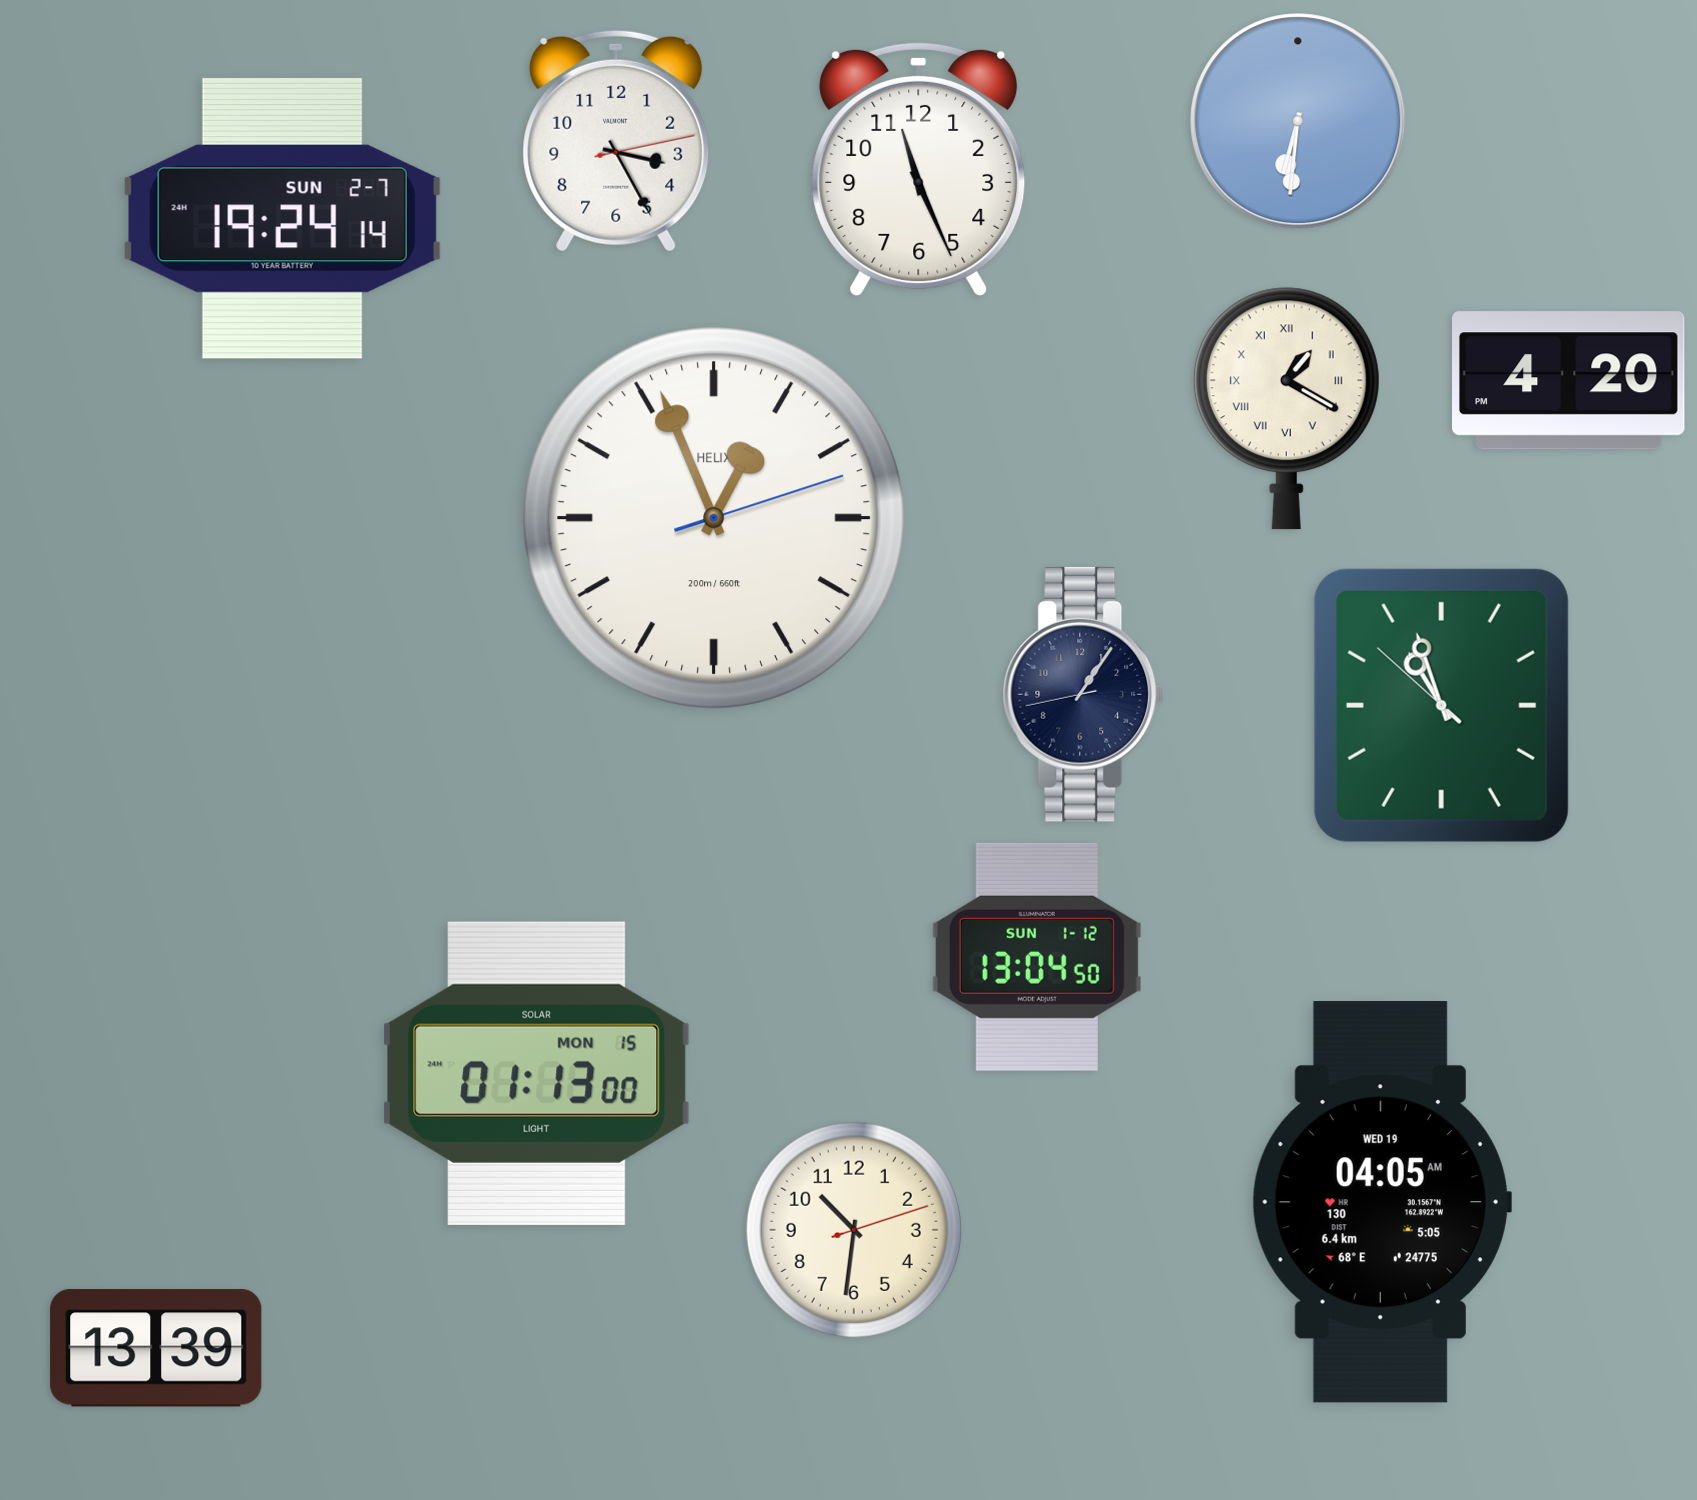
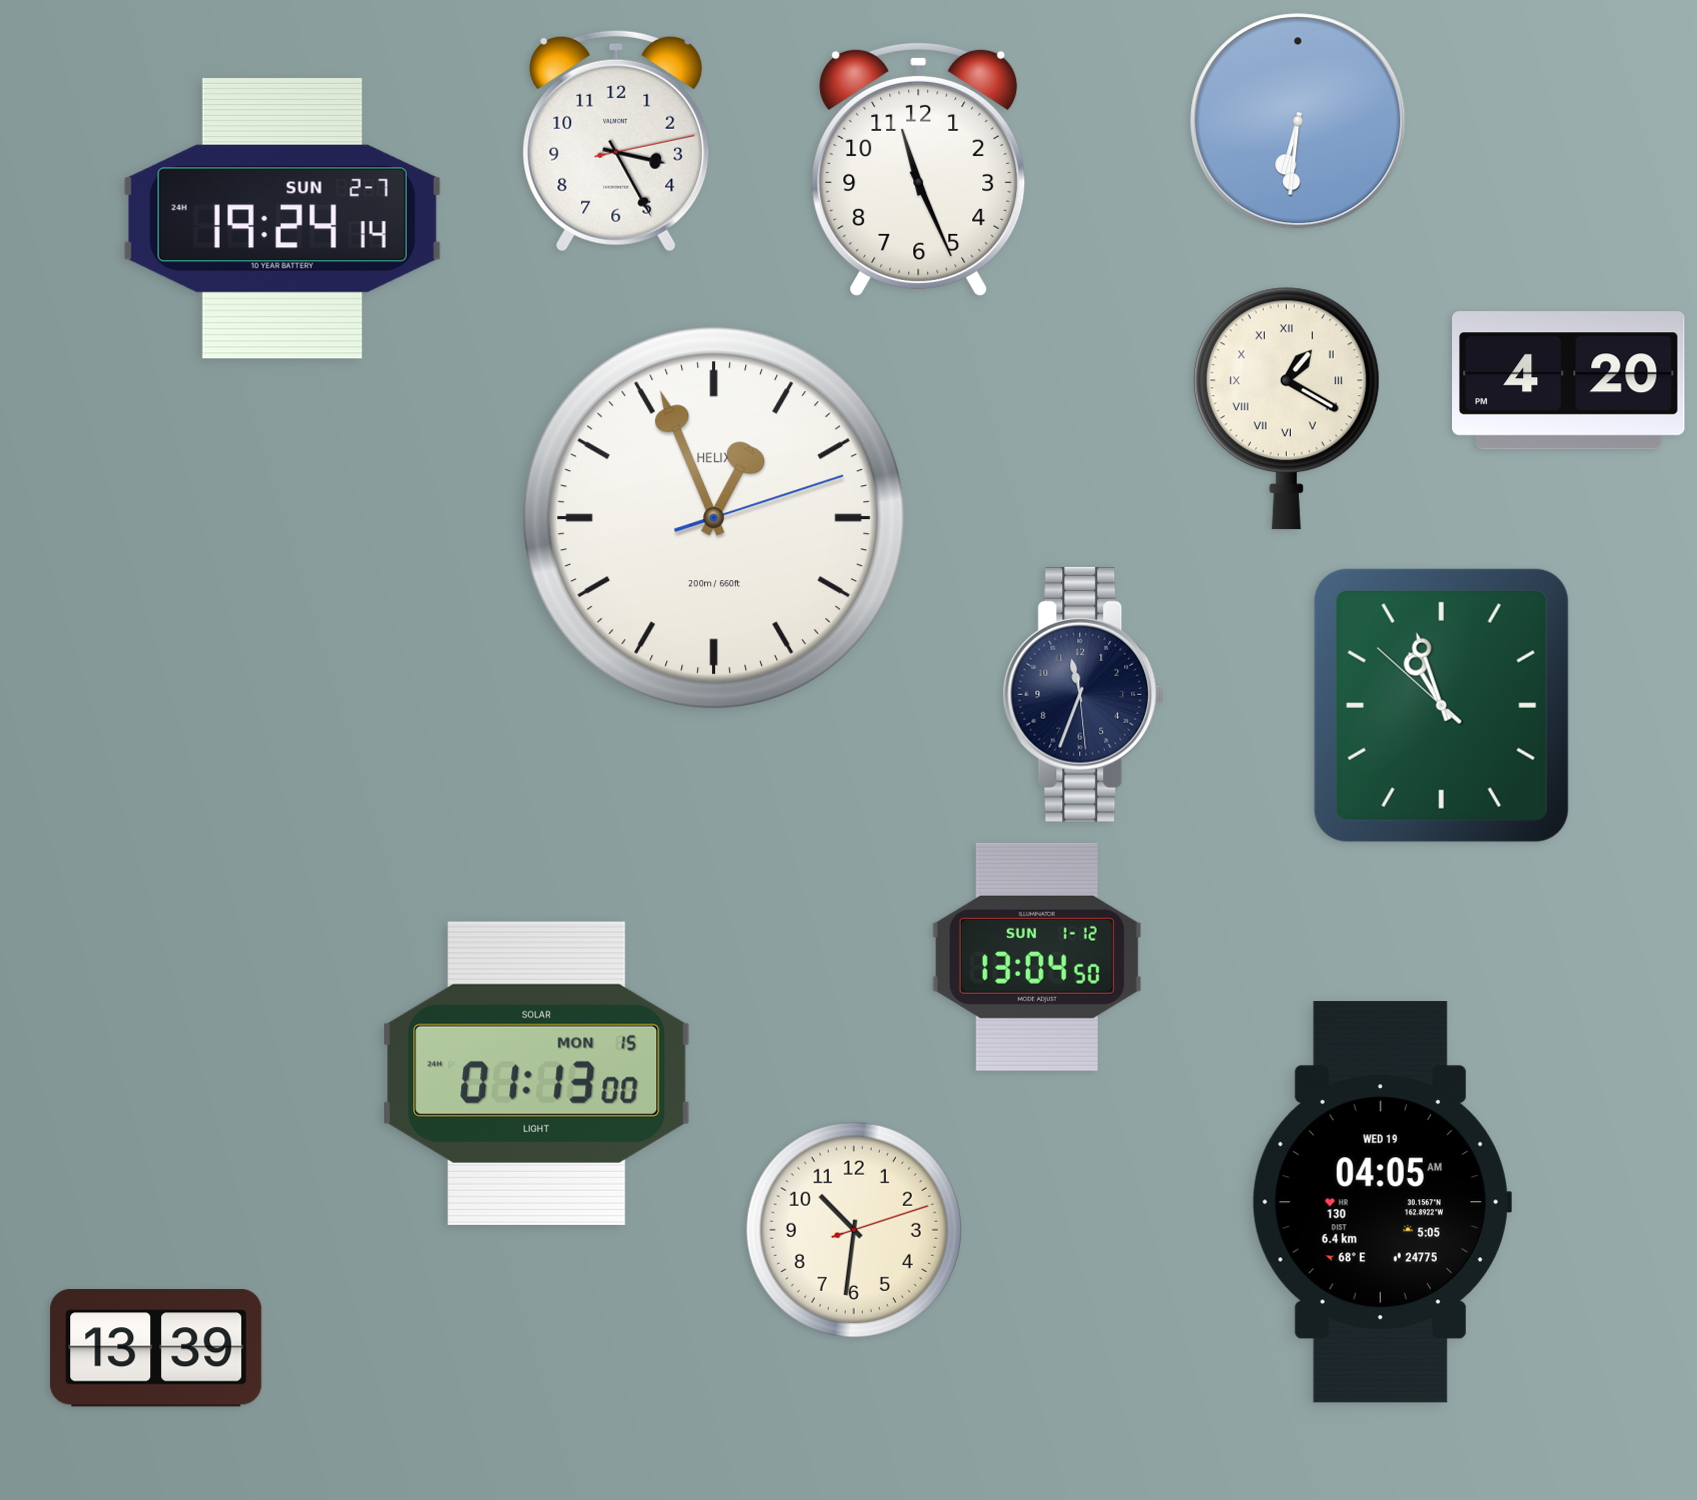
clock at (1084, 694): 1:05 -> 11:33
